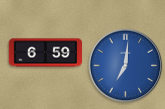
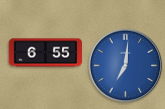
clock at (46, 53): 6:59 -> 6:55
